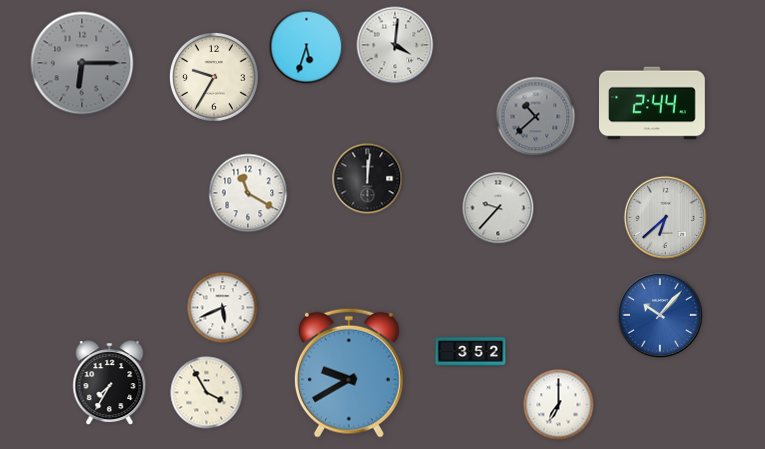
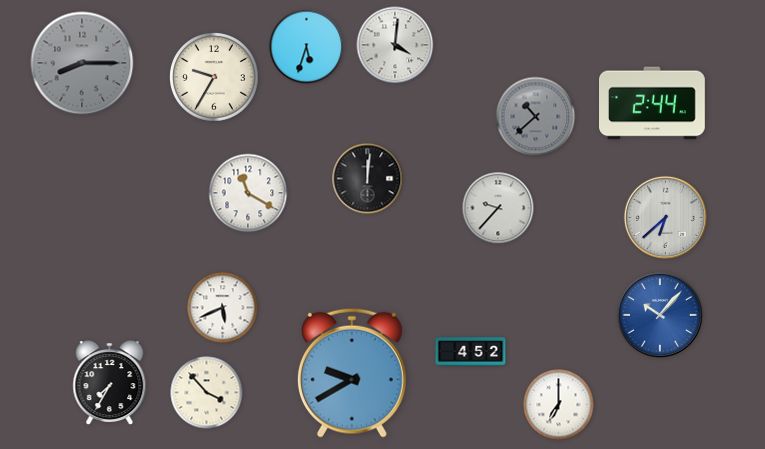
clock at (82, 63): 6:15 -> 8:15
clock at (471, 352): 3:52 -> 4:52
clock at (349, 373) position: (349, 373) -> (352, 373)
clock at (207, 393): 3:55 -> 3:53
